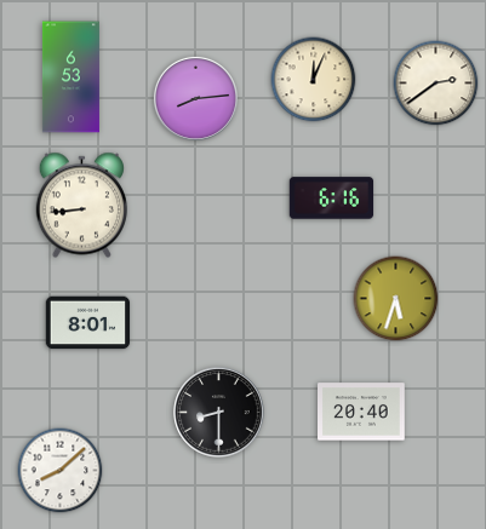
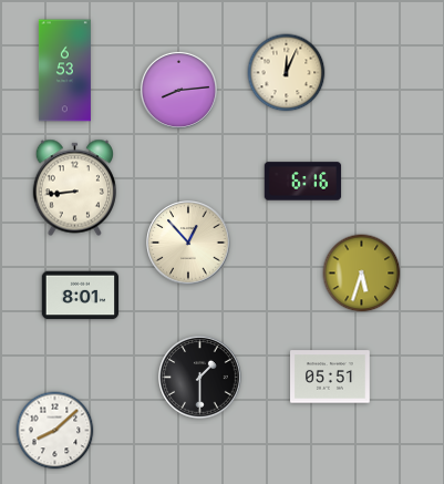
clock at (436, 84): 2:39 -> none
clock at (188, 243): none -> 12:53
clock at (362, 412): 20:40 -> 05:51
clock at (219, 413): 8:30 -> 1:30
